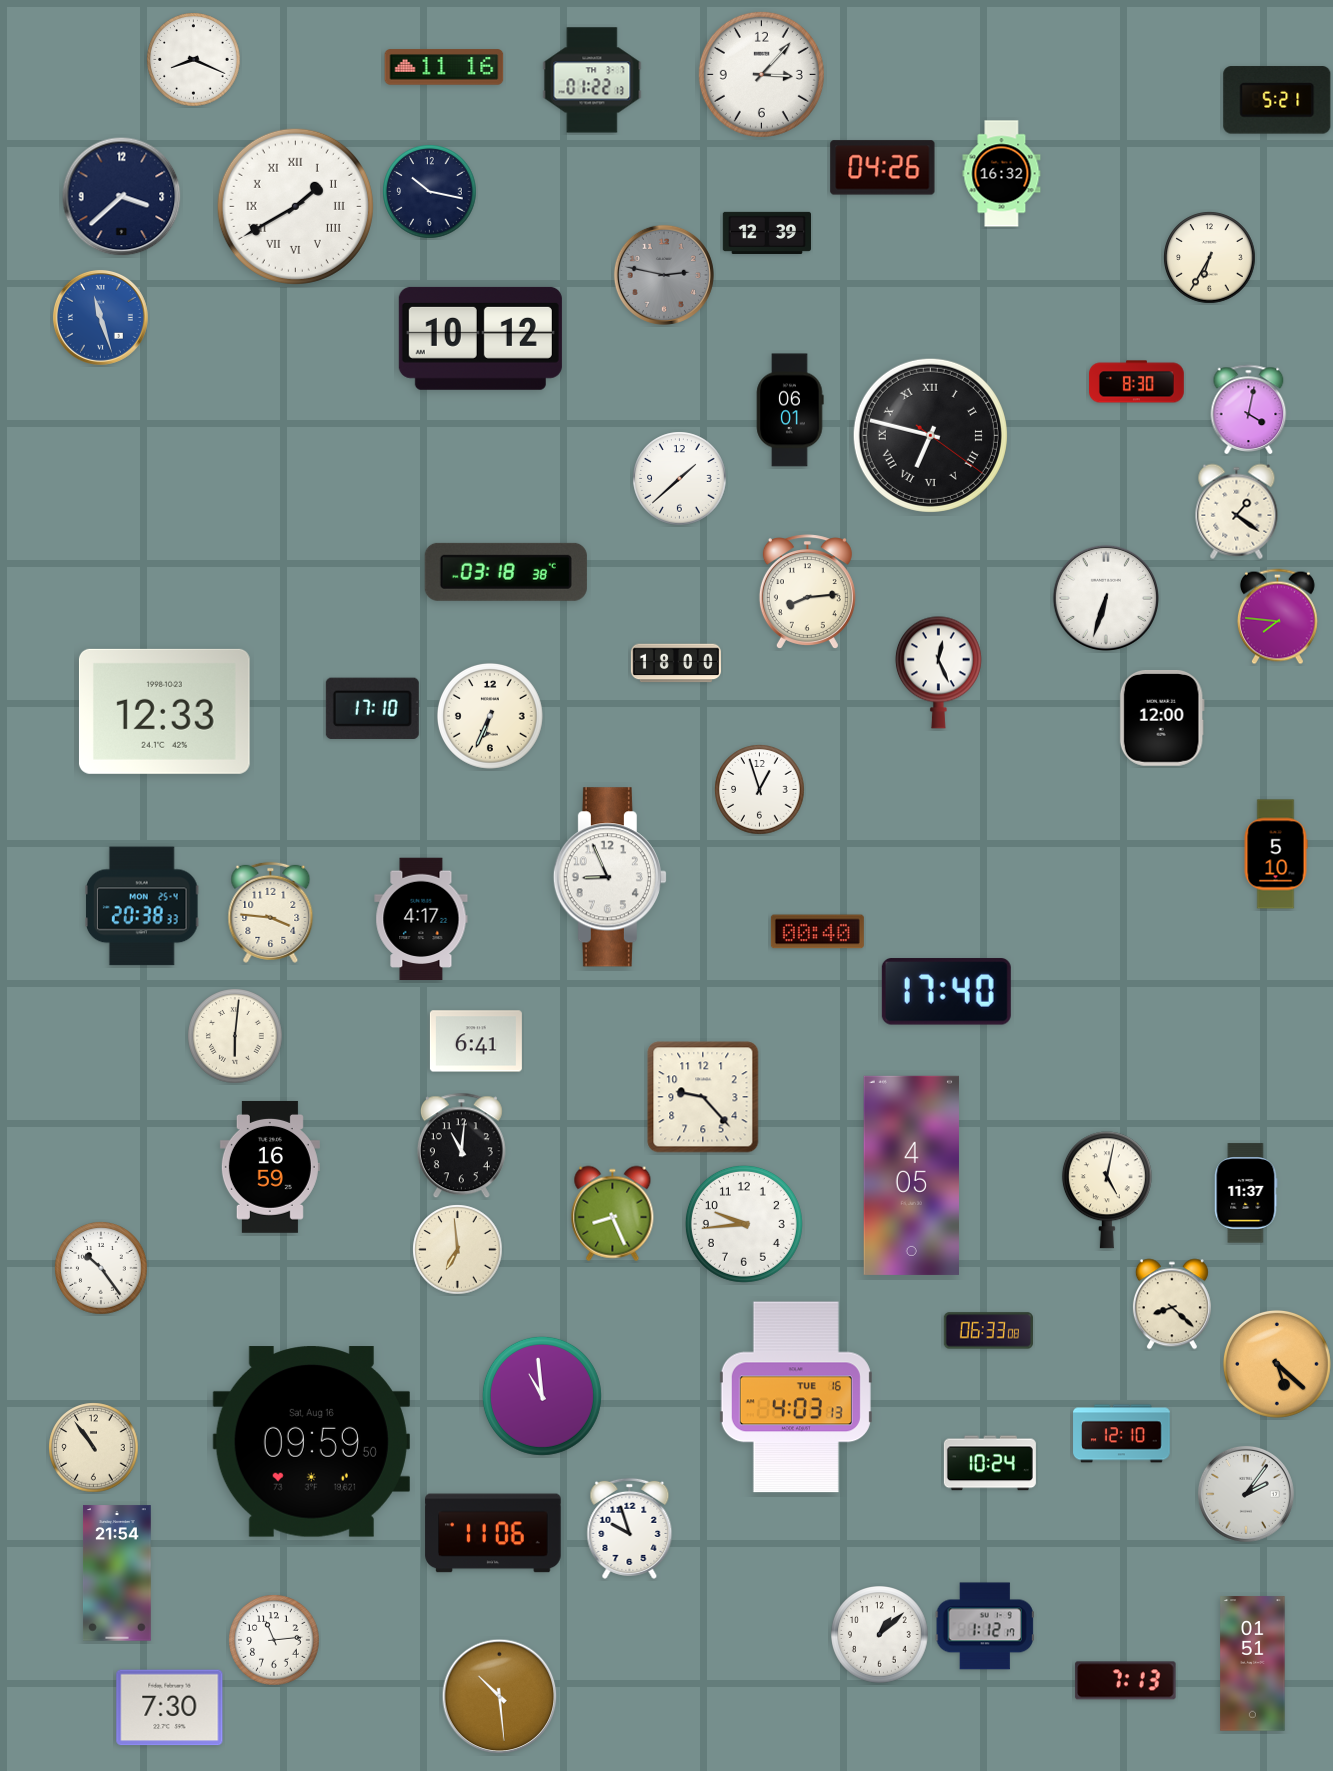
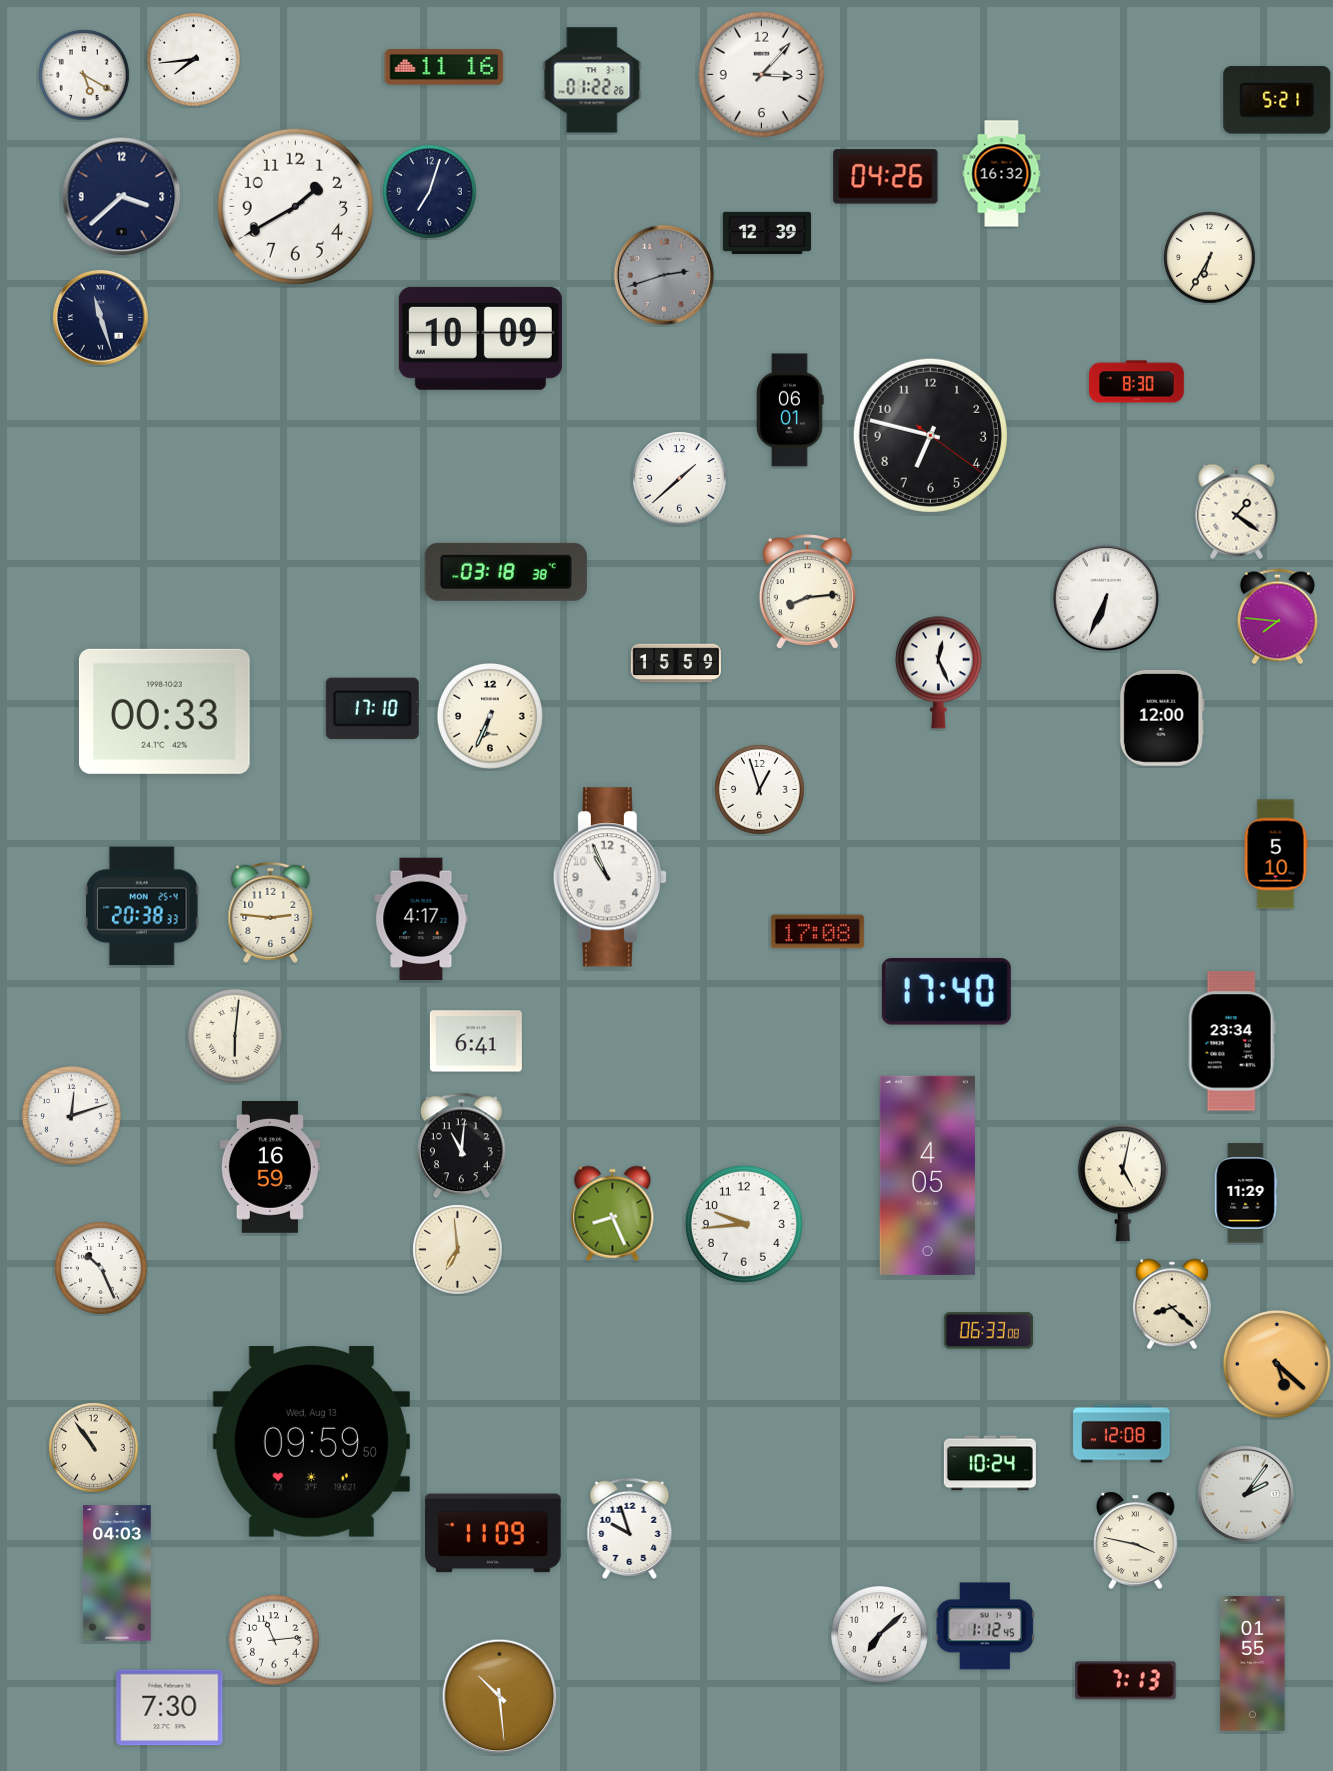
clock at (194, 60): 8:19 -> 7:44
clock at (84, 75): none -> 5:20
clock at (592, 80): 01:22:13 -> 01:22:26
clock at (883, 168) position: (883, 168) -> (886, 177)
clock at (430, 192): 10:17 -> 7:03
clock at (295, 206) numerals: Roman -> Arabic
clock at (664, 275): 2:47 -> 2:42
clock at (100, 317) dial: blue -> navy
clock at (480, 338): 10:12 -> 10:09
clock at (1249, 409): 4:02 -> none
clock at (930, 435) numerals: Roman -> Arabic
clock at (1106, 598): 6:33 -> 6:34
clock at (676, 663): 18:00 -> 15:59
clock at (164, 711): 12:33 -> 00:33
clock at (610, 877): 8:56 -> 10:56
clock at (271, 912): 3:46 -> 2:46
clock at (817, 932): 00:40 -> 17:08
clock at (1232, 1041): none -> 23:34
clock at (703, 1097): 9:23 -> none
clock at (72, 1116): none -> 12:12
clock at (911, 1175) position: (911, 1175) -> (927, 1175)
clock at (1107, 1190) position: (1107, 1190) -> (1123, 1183)
clock at (1246, 1193): 11:37 -> 11:29
clock at (101, 1268): 10:24 -> 10:26
clock at (542, 1396): 10:59 -> none
clock at (796, 1397): 4:03 -> none
clock at (1122, 1434): 12:10 -> 12:08
clock at (311, 1442) date: Sat, Aug 16 -> Wed, Aug 13
clock at (493, 1533): 11:06 -> 11:09
clock at (1136, 1540): none -> 3:47
clock at (118, 1573): 21:54 -> 04:03
clock at (985, 1626): 1:12:17 -> 1:12:45
clock at (880, 1635): 1:08 -> 7:08
clock at (1253, 1664): 01:51 -> 01:55
